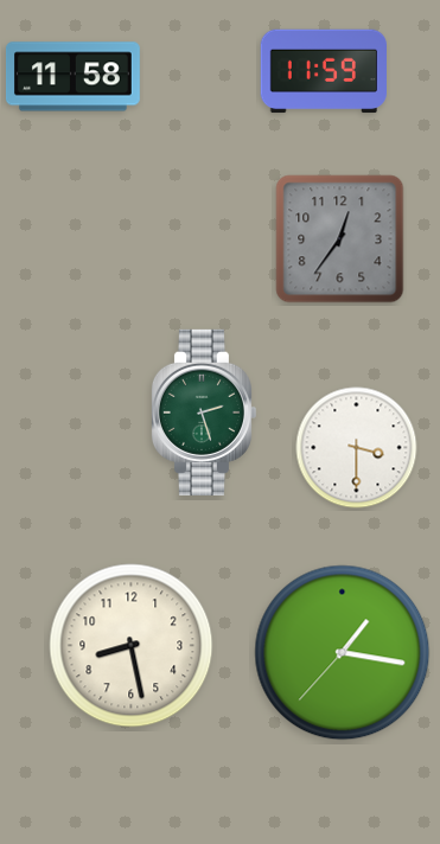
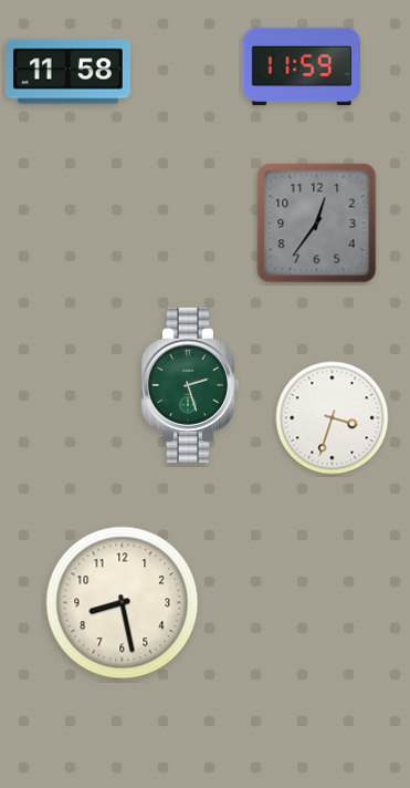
clock at (357, 448): 3:30 -> 3:33
clock at (343, 653): 1:16 -> none
